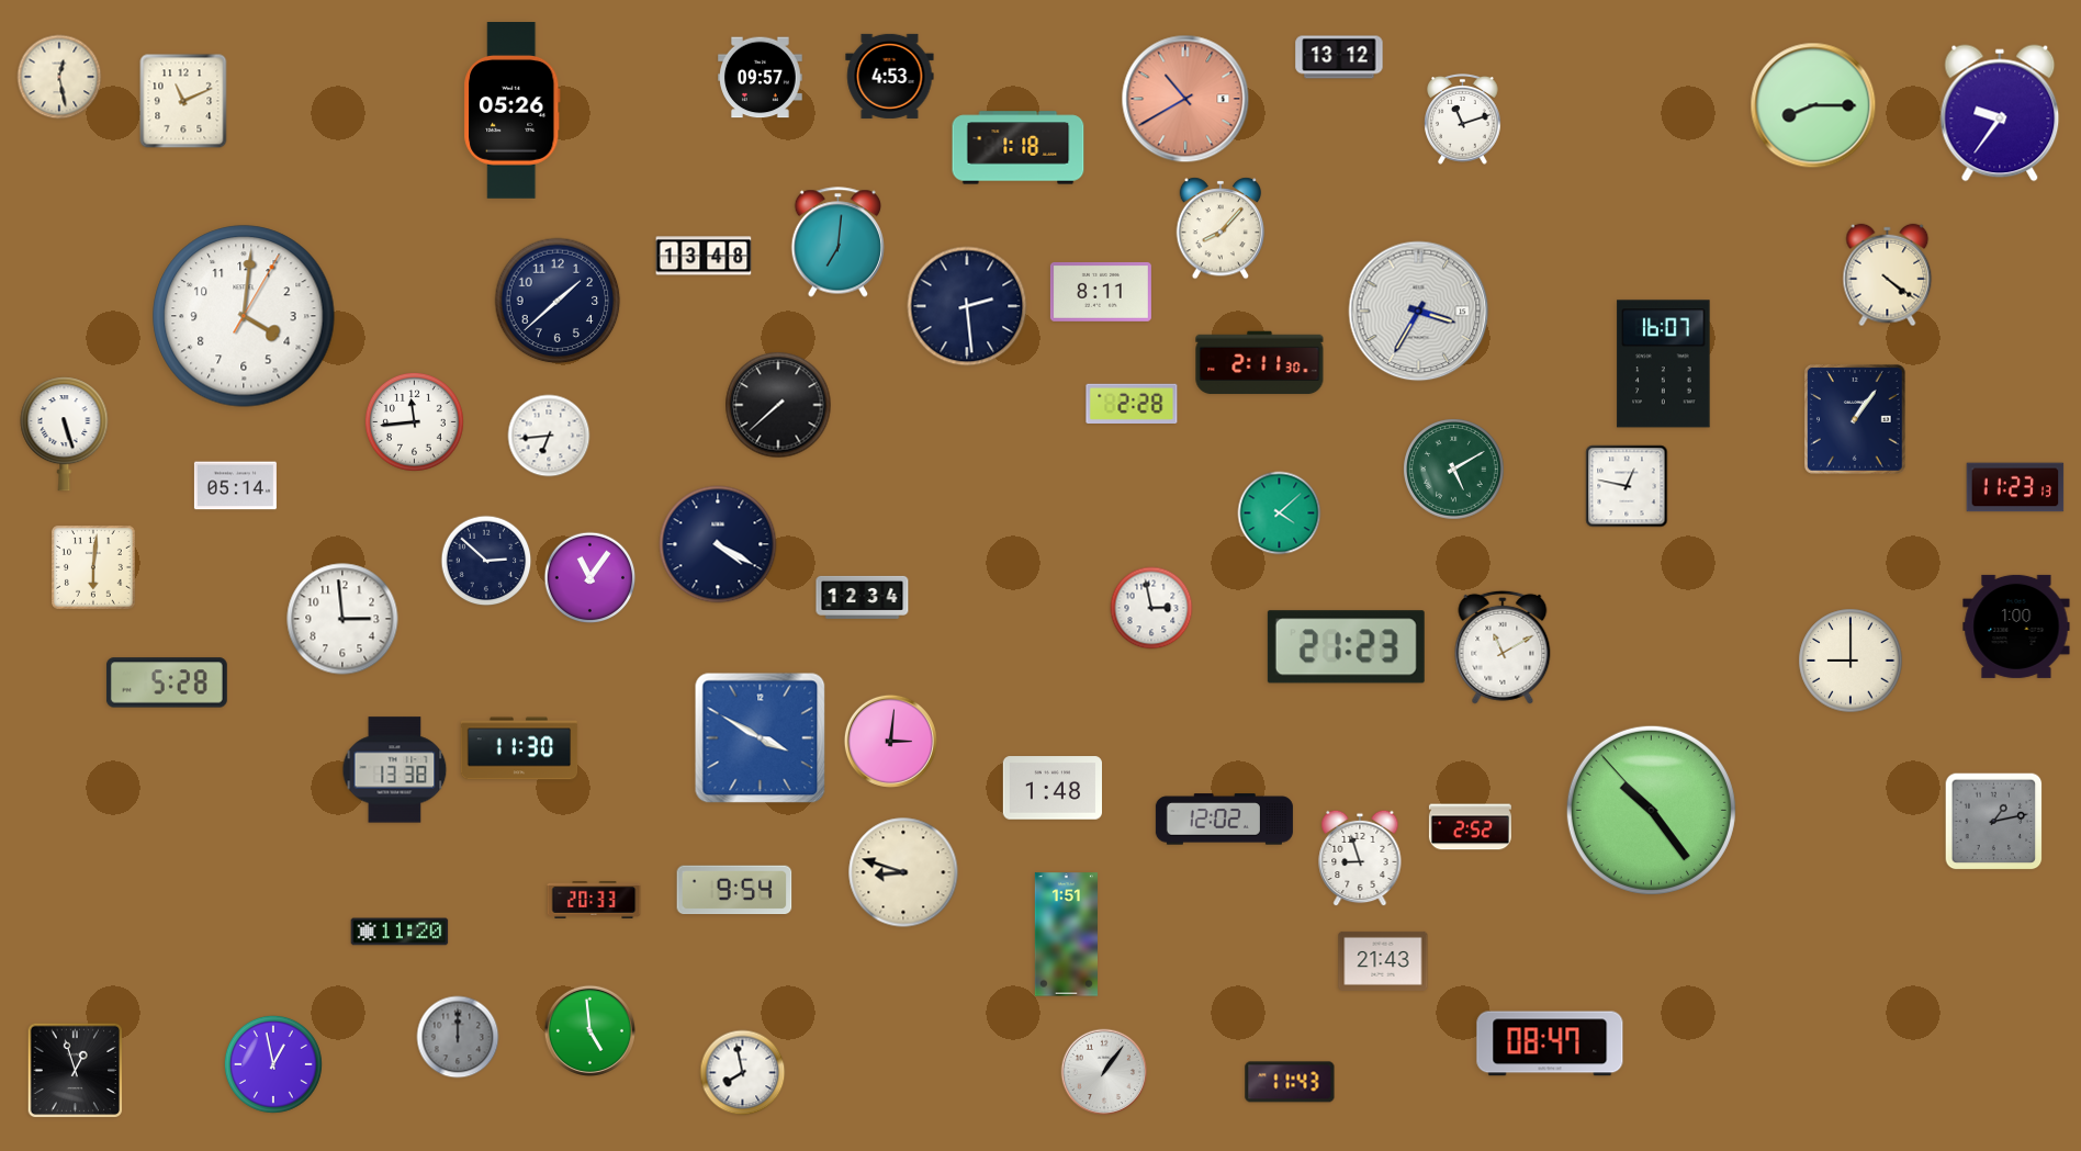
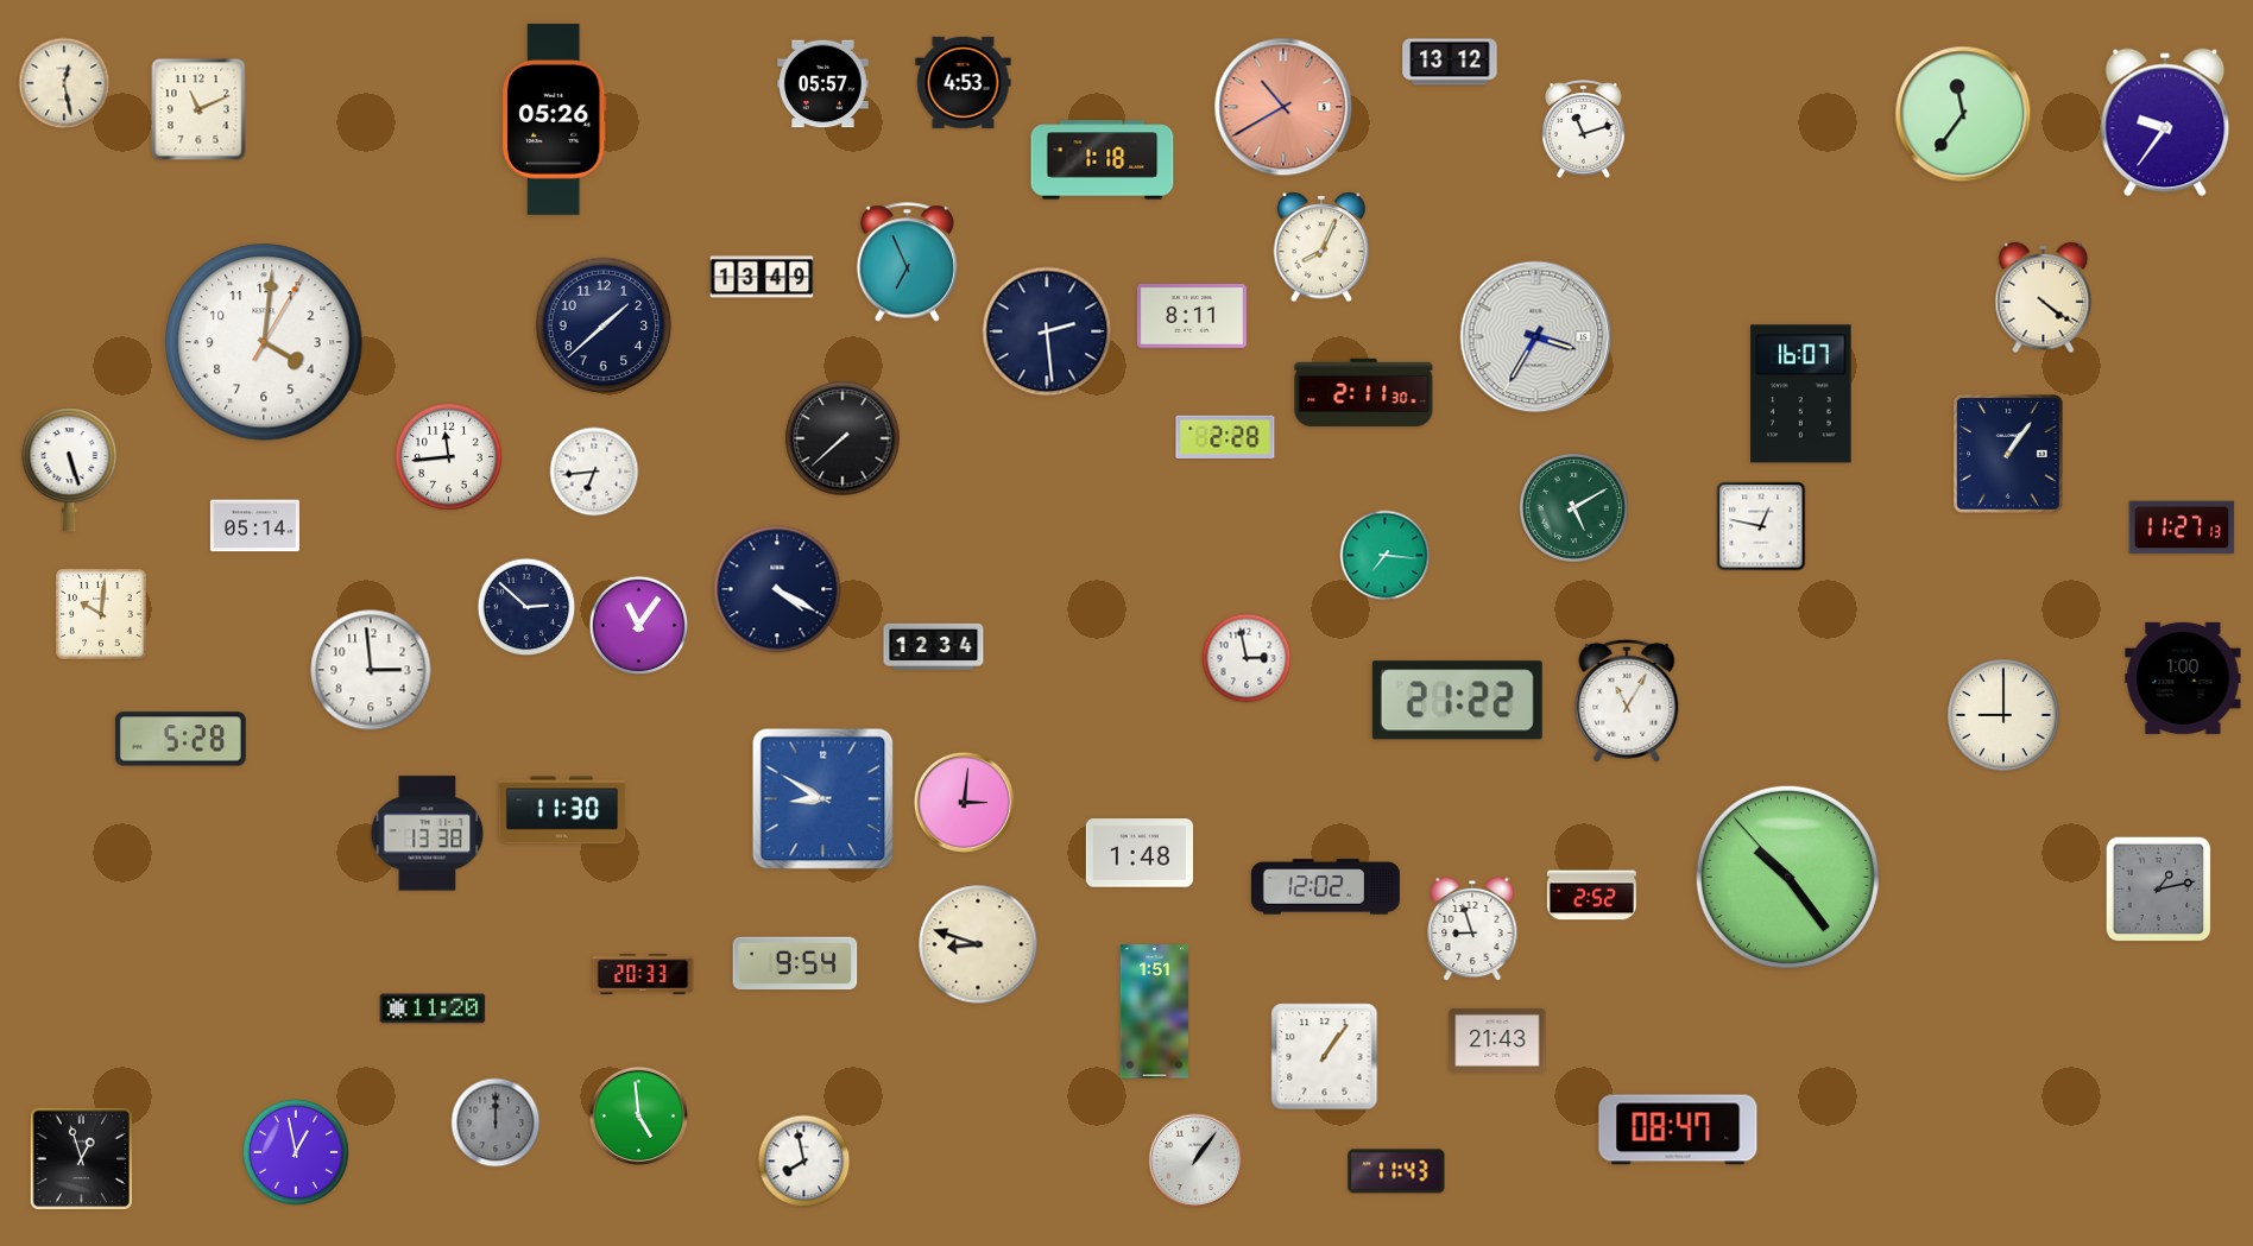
clock at (761, 78): 09:57 -> 05:57
clock at (1813, 105): 8:15 -> 11:36
clock at (1221, 228): 8:07 -> 8:04
clock at (837, 242): 7:01 -> 6:56
clock at (704, 256): 13:48 -> 13:49
clock at (2015, 487): 11:23 -> 11:27
clock at (1280, 514): 4:08 -> 7:16
clock at (94, 568): 6:01 -> 10:01
clock at (1346, 647): 21:23 -> 21:22
clock at (1503, 647): 11:10 -> 11:05
clock at (761, 738): 3:50 -> 8:50
clock at (1325, 1057): none -> 1:06
